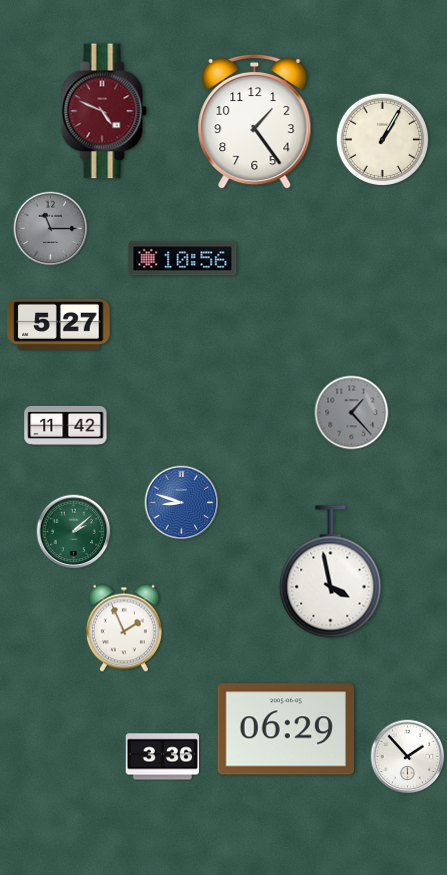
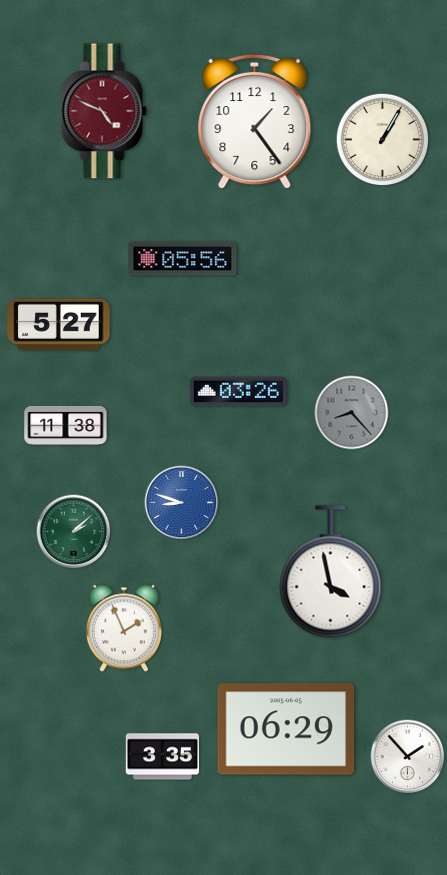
clock at (51, 229): 11:15 -> none
clock at (183, 259): 10:56 -> 05:56
clock at (238, 392): none -> 03:26
clock at (352, 413): 1:23 -> 8:23
clock at (66, 425): 11:42 -> 11:38
clock at (163, 757): 3:36 -> 3:35
